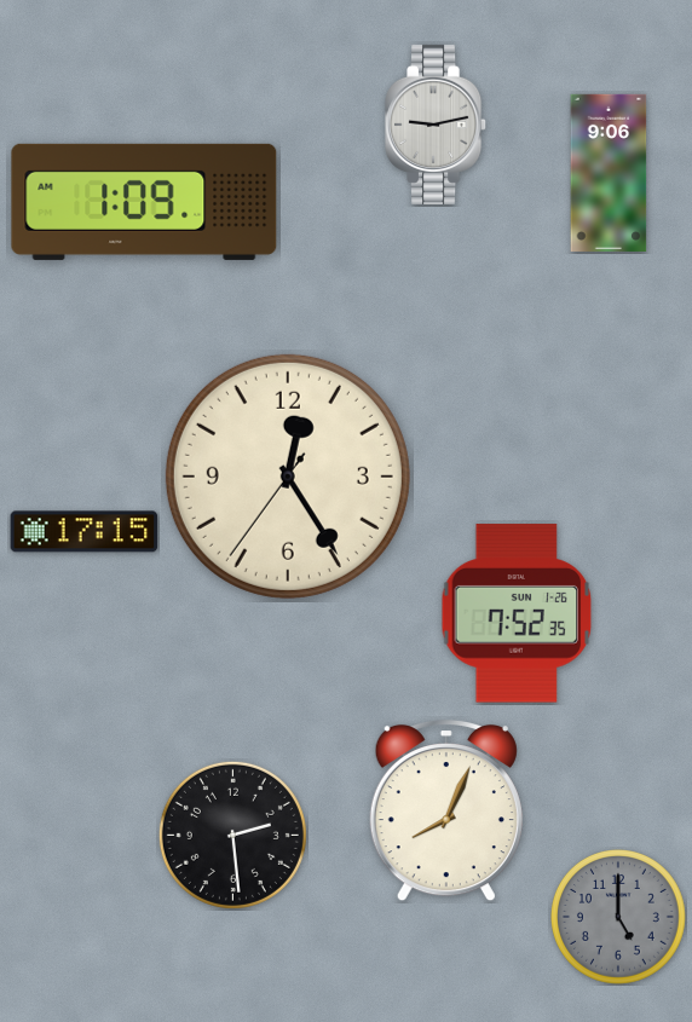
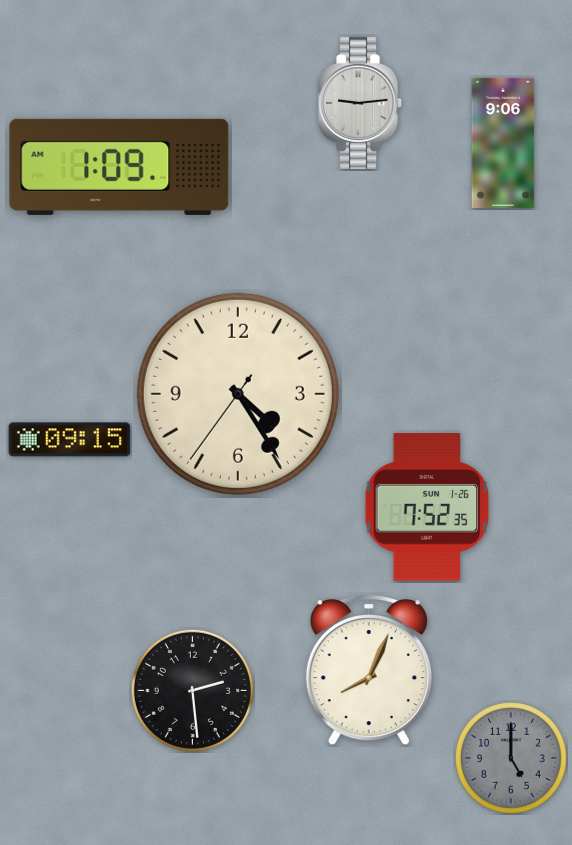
clock at (437, 125): 9:13 -> 9:14
clock at (288, 477): 12:24 -> 4:24
clock at (85, 532): 17:15 -> 09:15
